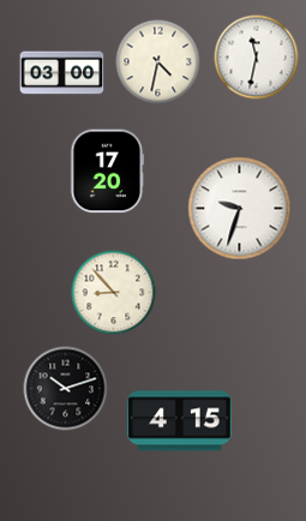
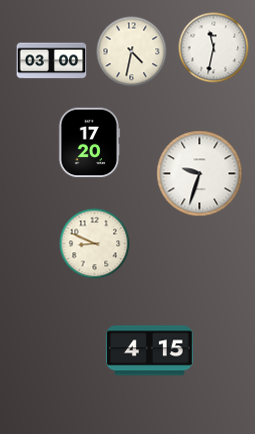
clock at (114, 293): 8:53 -> 8:49
clock at (66, 389): 10:12 -> none
